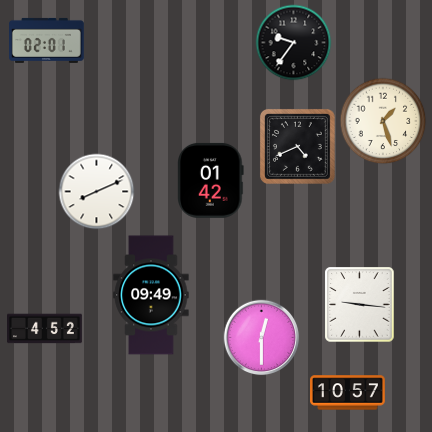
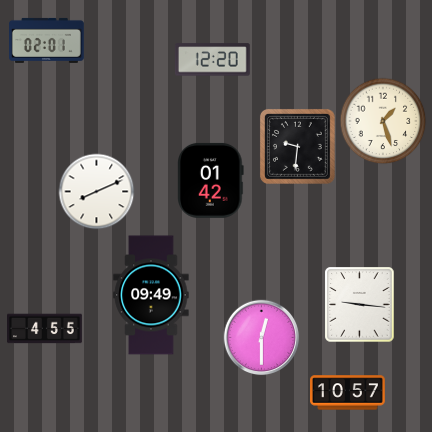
clock at (294, 43): 9:36 -> none
clock at (212, 60): none -> 12:20
clock at (298, 147): 4:41 -> 9:31
clock at (45, 329): 4:52 -> 4:55
